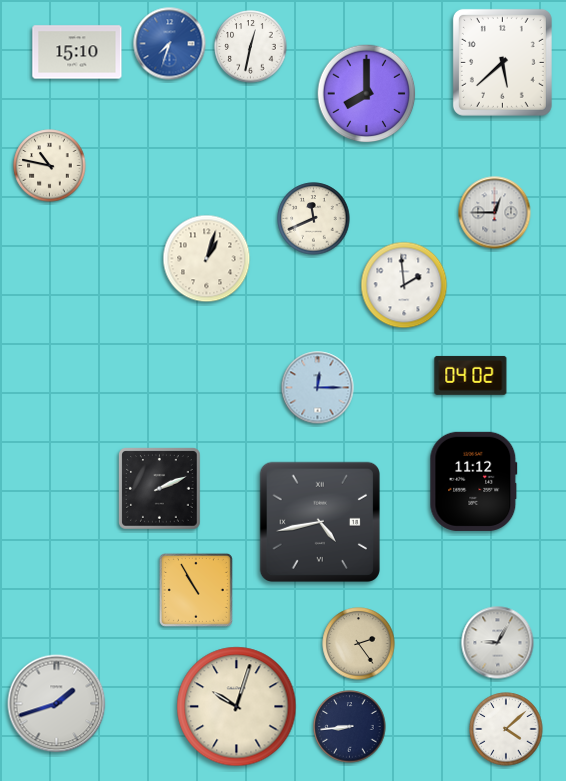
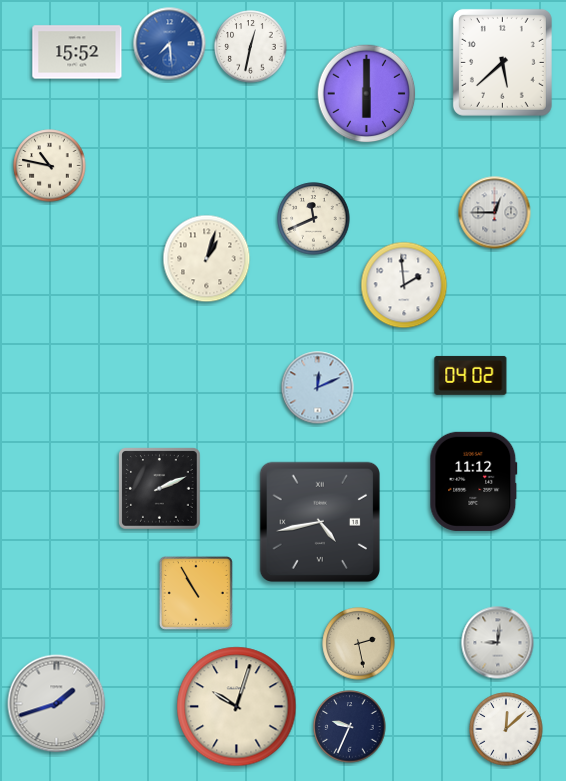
clock at (170, 44): 7:33 -> 7:29
clock at (77, 52): 15:10 -> 15:52
clock at (367, 94): 8:00 -> 6:00
clock at (318, 388): 12:15 -> 12:11
clock at (196, 590) position: (196, 590) -> (196, 593)
clock at (498, 643): 9:05 -> 9:01
clock at (359, 644): 2:24 -> 2:28
clock at (350, 727): 8:44 -> 9:34
clock at (506, 729): 4:08 -> 12:08
